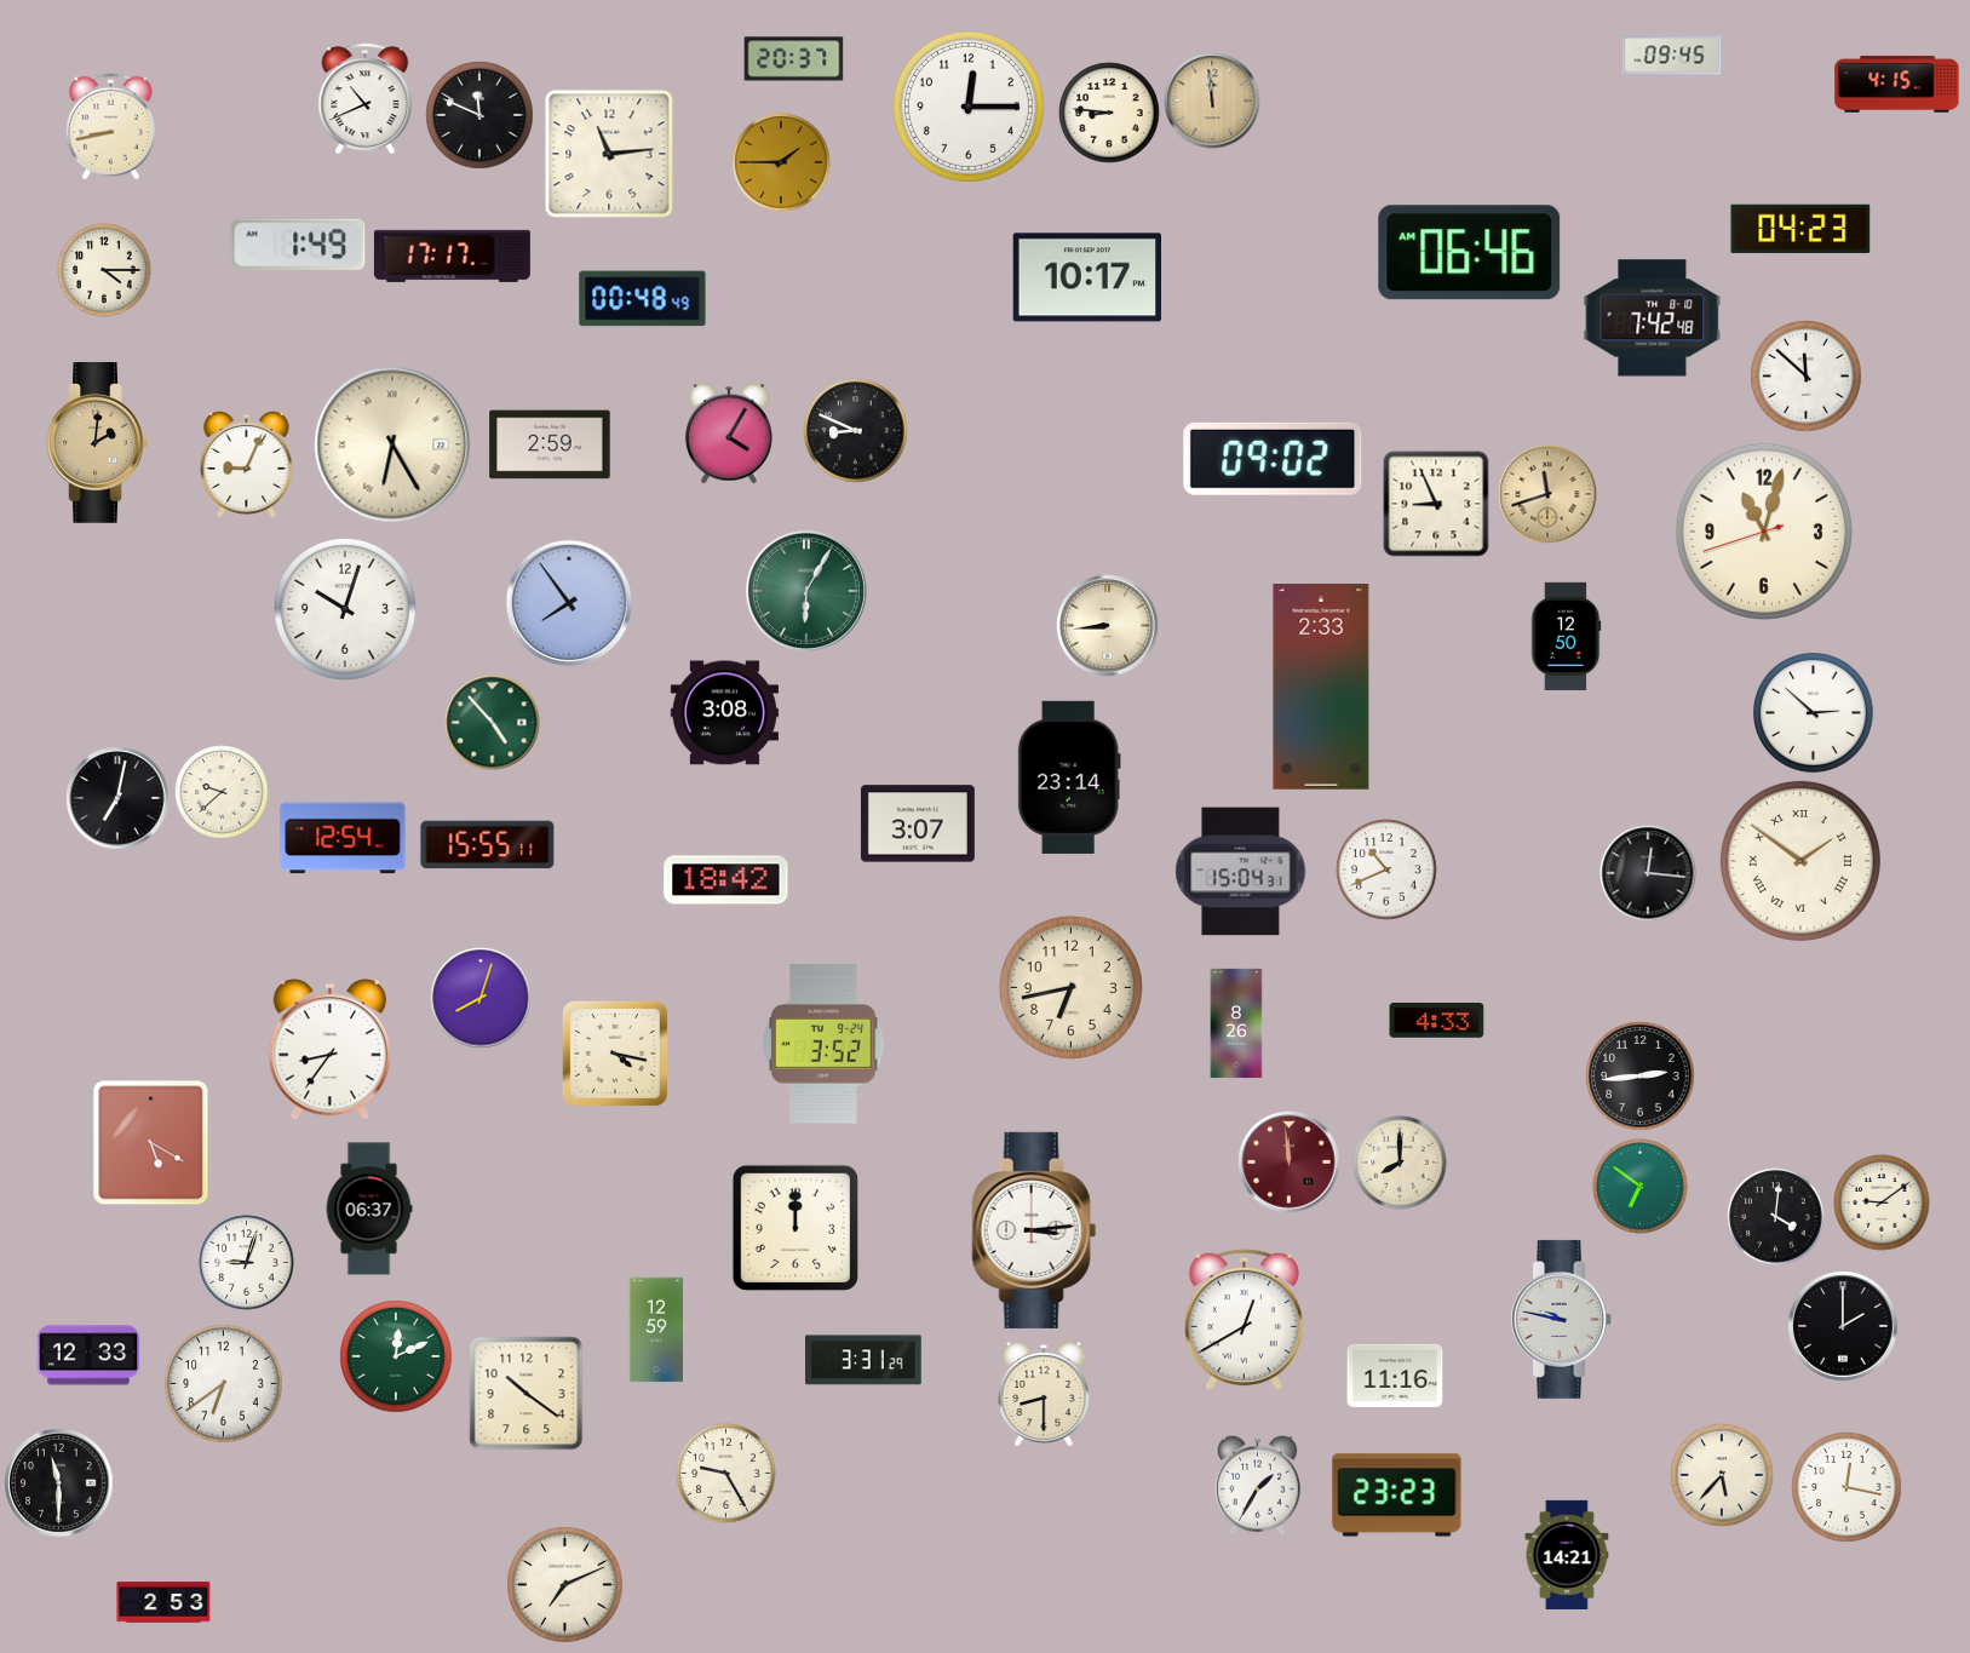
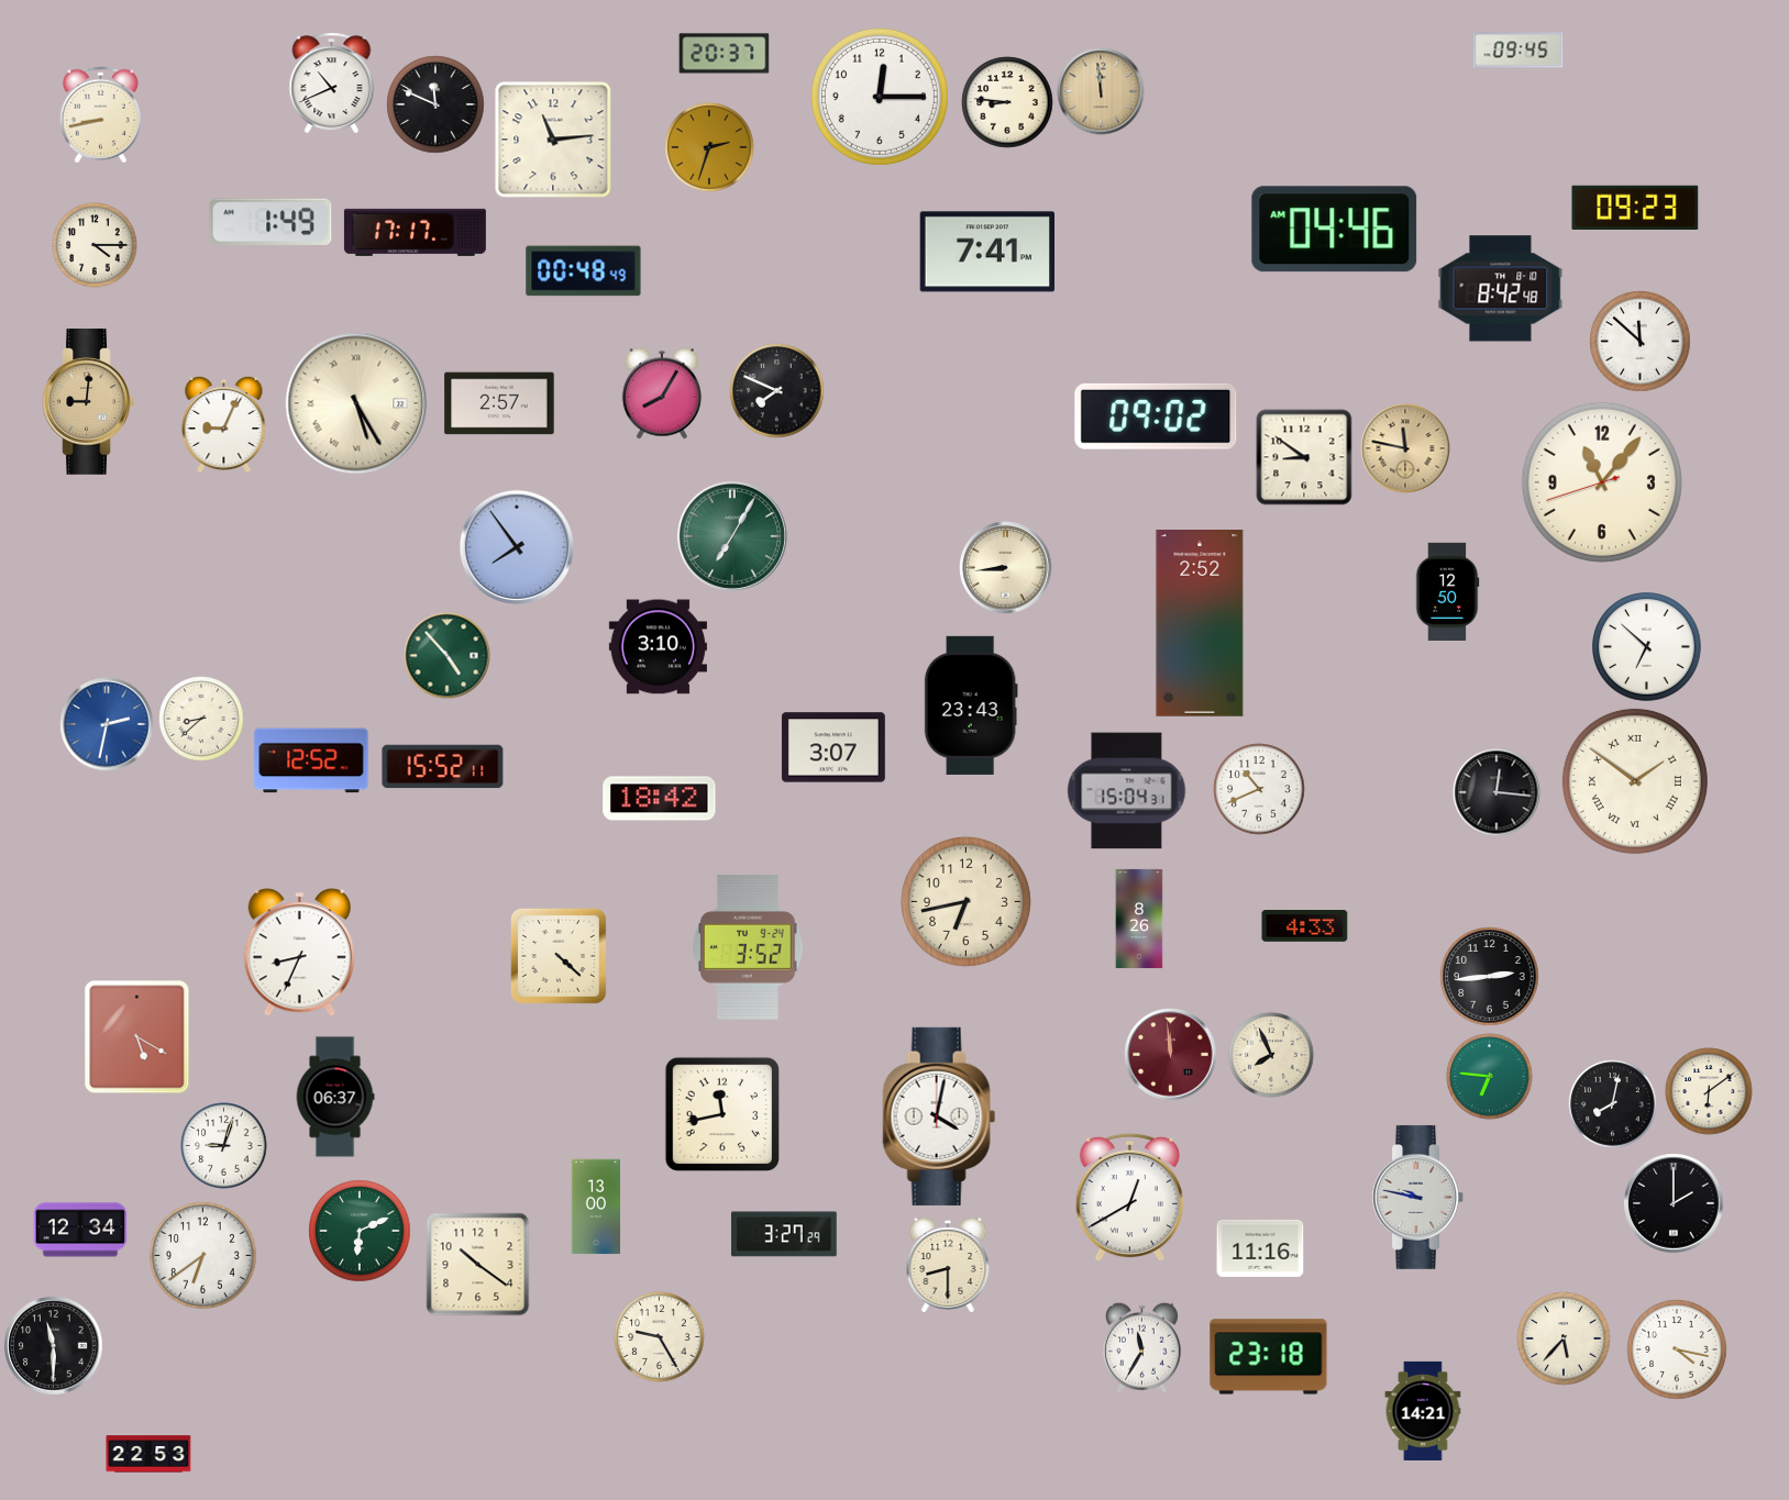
clock at (794, 59) position: (794, 59) -> (725, 54)
clock at (1897, 85): 4:15 -> none
clock at (366, 99) position: (366, 99) -> (332, 84)
clock at (781, 162): 1:45 -> 2:33
clock at (1800, 229): 04:23 -> 09:23
clock at (1470, 253): 06:46 -> 04:46
clock at (452, 256) position: (452, 256) -> (415, 232)
clock at (1087, 277): 10:17 -> 7:41
clock at (1653, 318): 7:42 -> 8:42
clock at (856, 431): 8:49 -> 7:49
clock at (729, 434): 4:05 -> 8:05
clock at (98, 443): 2:01 -> 9:01
clock at (392, 444): 6:25 -> 5:25
clock at (550, 444): 2:59 -> 2:57
clock at (247, 464) position: (247, 464) -> (224, 424)
clock at (1547, 494): 11:42 -> 11:47
clock at (1436, 504): 8:56 -> 8:51
clock at (1764, 532): 11:02 -> 11:06
clock at (806, 591): 6:05 -> 7:05
clock at (345, 609): 10:03 -> none
clock at (1566, 636) position: (1566, 636) -> (1447, 591)
clock at (1321, 688): 2:33 -> 2:52
clock at (724, 713): 3:08 -> 3:10
clock at (1814, 713): 2:52 -> 6:52
clock at (1069, 777): 23:14 -> 23:43
clock at (222, 792): 9:38 -> 8:38
clock at (117, 798): 7:02 -> 2:32
clock at (117, 798) dial: black -> blue
clock at (343, 838): 12:54 -> 12:52
clock at (488, 845): 15:55 -> 15:52
clock at (1070, 987) position: (1070, 987) -> (965, 901)
clock at (481, 998): 8:03 -> none
clock at (1236, 1023) position: (1236, 1023) -> (1139, 919)
clock at (329, 1050): 8:36 -> 8:34
clock at (615, 1054): 4:17 -> 4:22
clock at (1400, 1163): 8:00 -> 7:56
clock at (1641, 1187): 6:51 -> 6:46
clock at (1882, 1203): 9:09 -> 6:09
clock at (1776, 1217): 4:01 -> 8:02
clock at (796, 1228): 12:00 -> 11:43
clock at (1034, 1230): 3:14 -> 4:02
clock at (656, 1330): 12:59 -> 13:00
clock at (88, 1355): 12:33 -> 12:34
clock at (396, 1356): 12:11 -> 6:11
clock at (865, 1360): 3:31 -> 3:27
clock at (1395, 1376) position: (1395, 1376) -> (1260, 1248)
clock at (1257, 1485): 1:35 -> 11:35
clock at (1846, 1487): 12:17 -> 4:17
clock at (1397, 1496): 23:23 -> 23:18
clock at (565, 1585): 7:11 -> none
clock at (163, 1602): 2:53 -> 22:53
